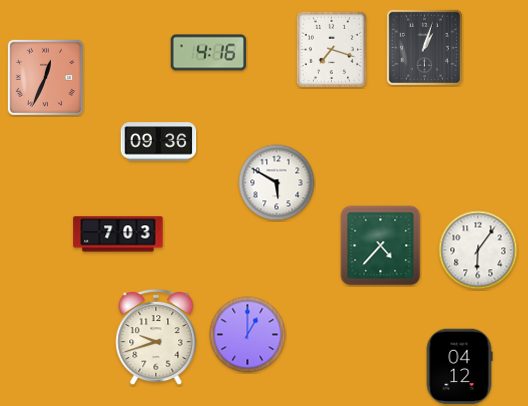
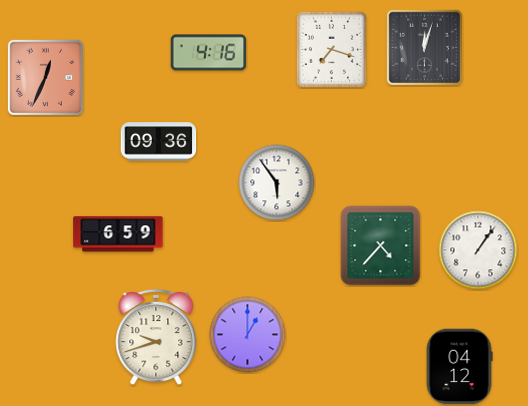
clock at (424, 47): 1:03 -> 12:03
clock at (277, 183): 5:50 -> 5:54
clock at (118, 234): 7:03 -> 6:59
clock at (478, 250): 6:06 -> 1:06
